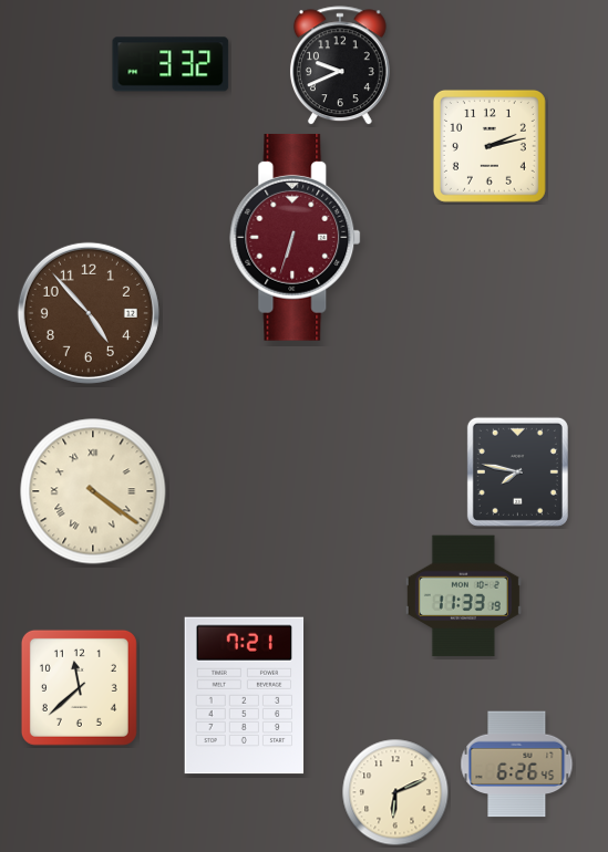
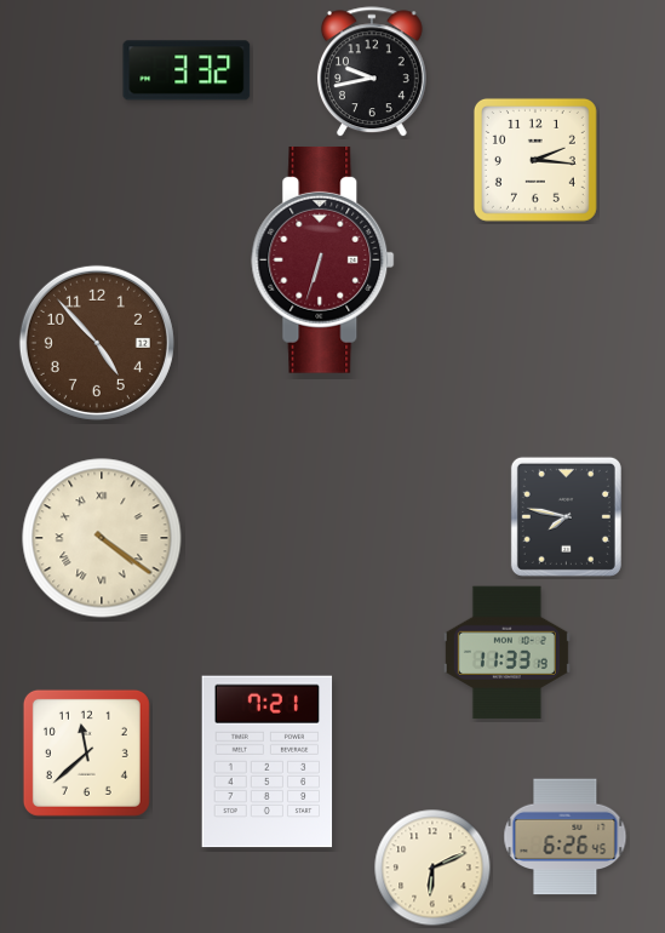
clock at (340, 66): 9:41 -> 9:43
clock at (490, 146): 2:13 -> 2:16
